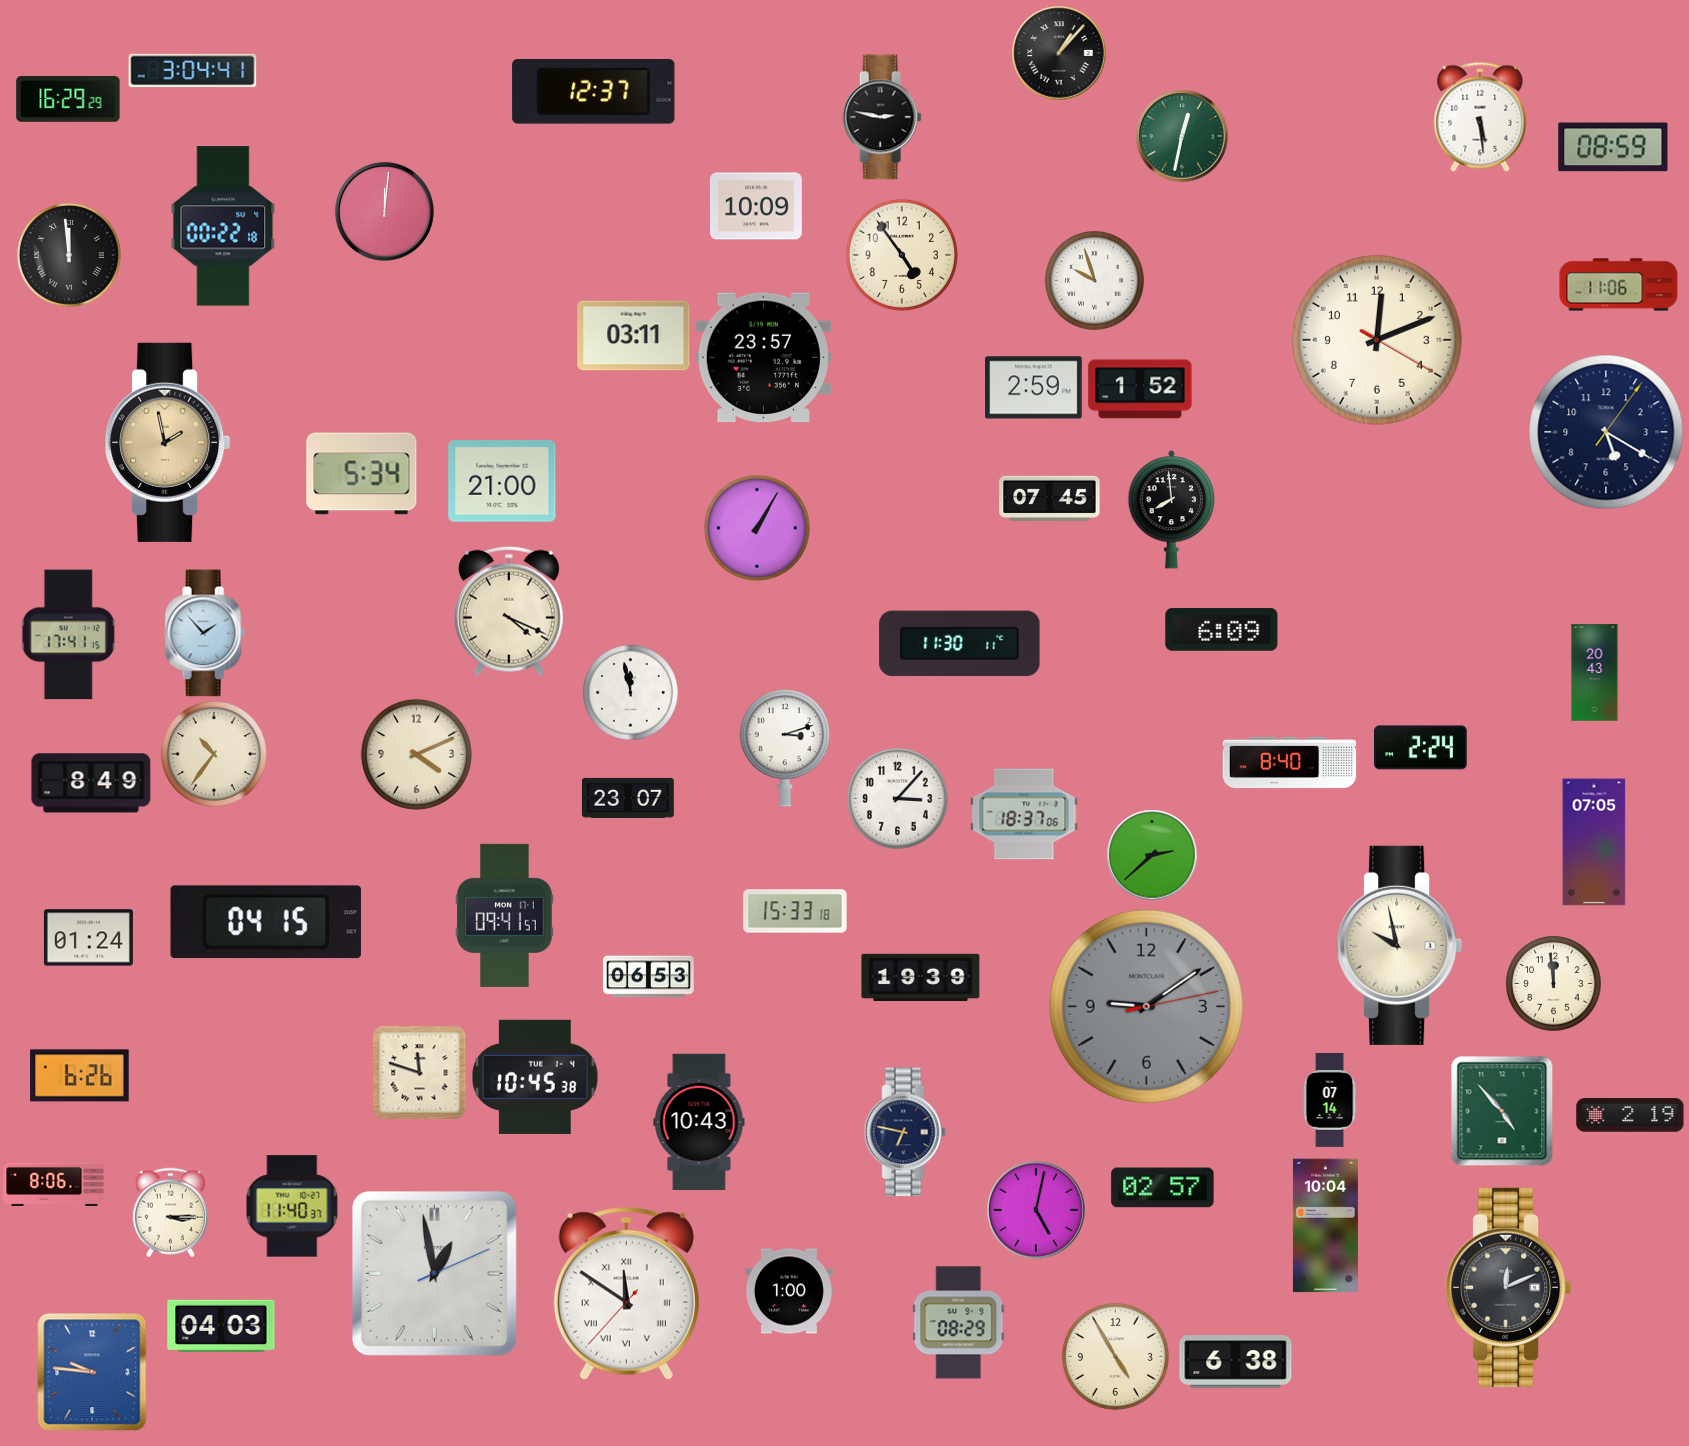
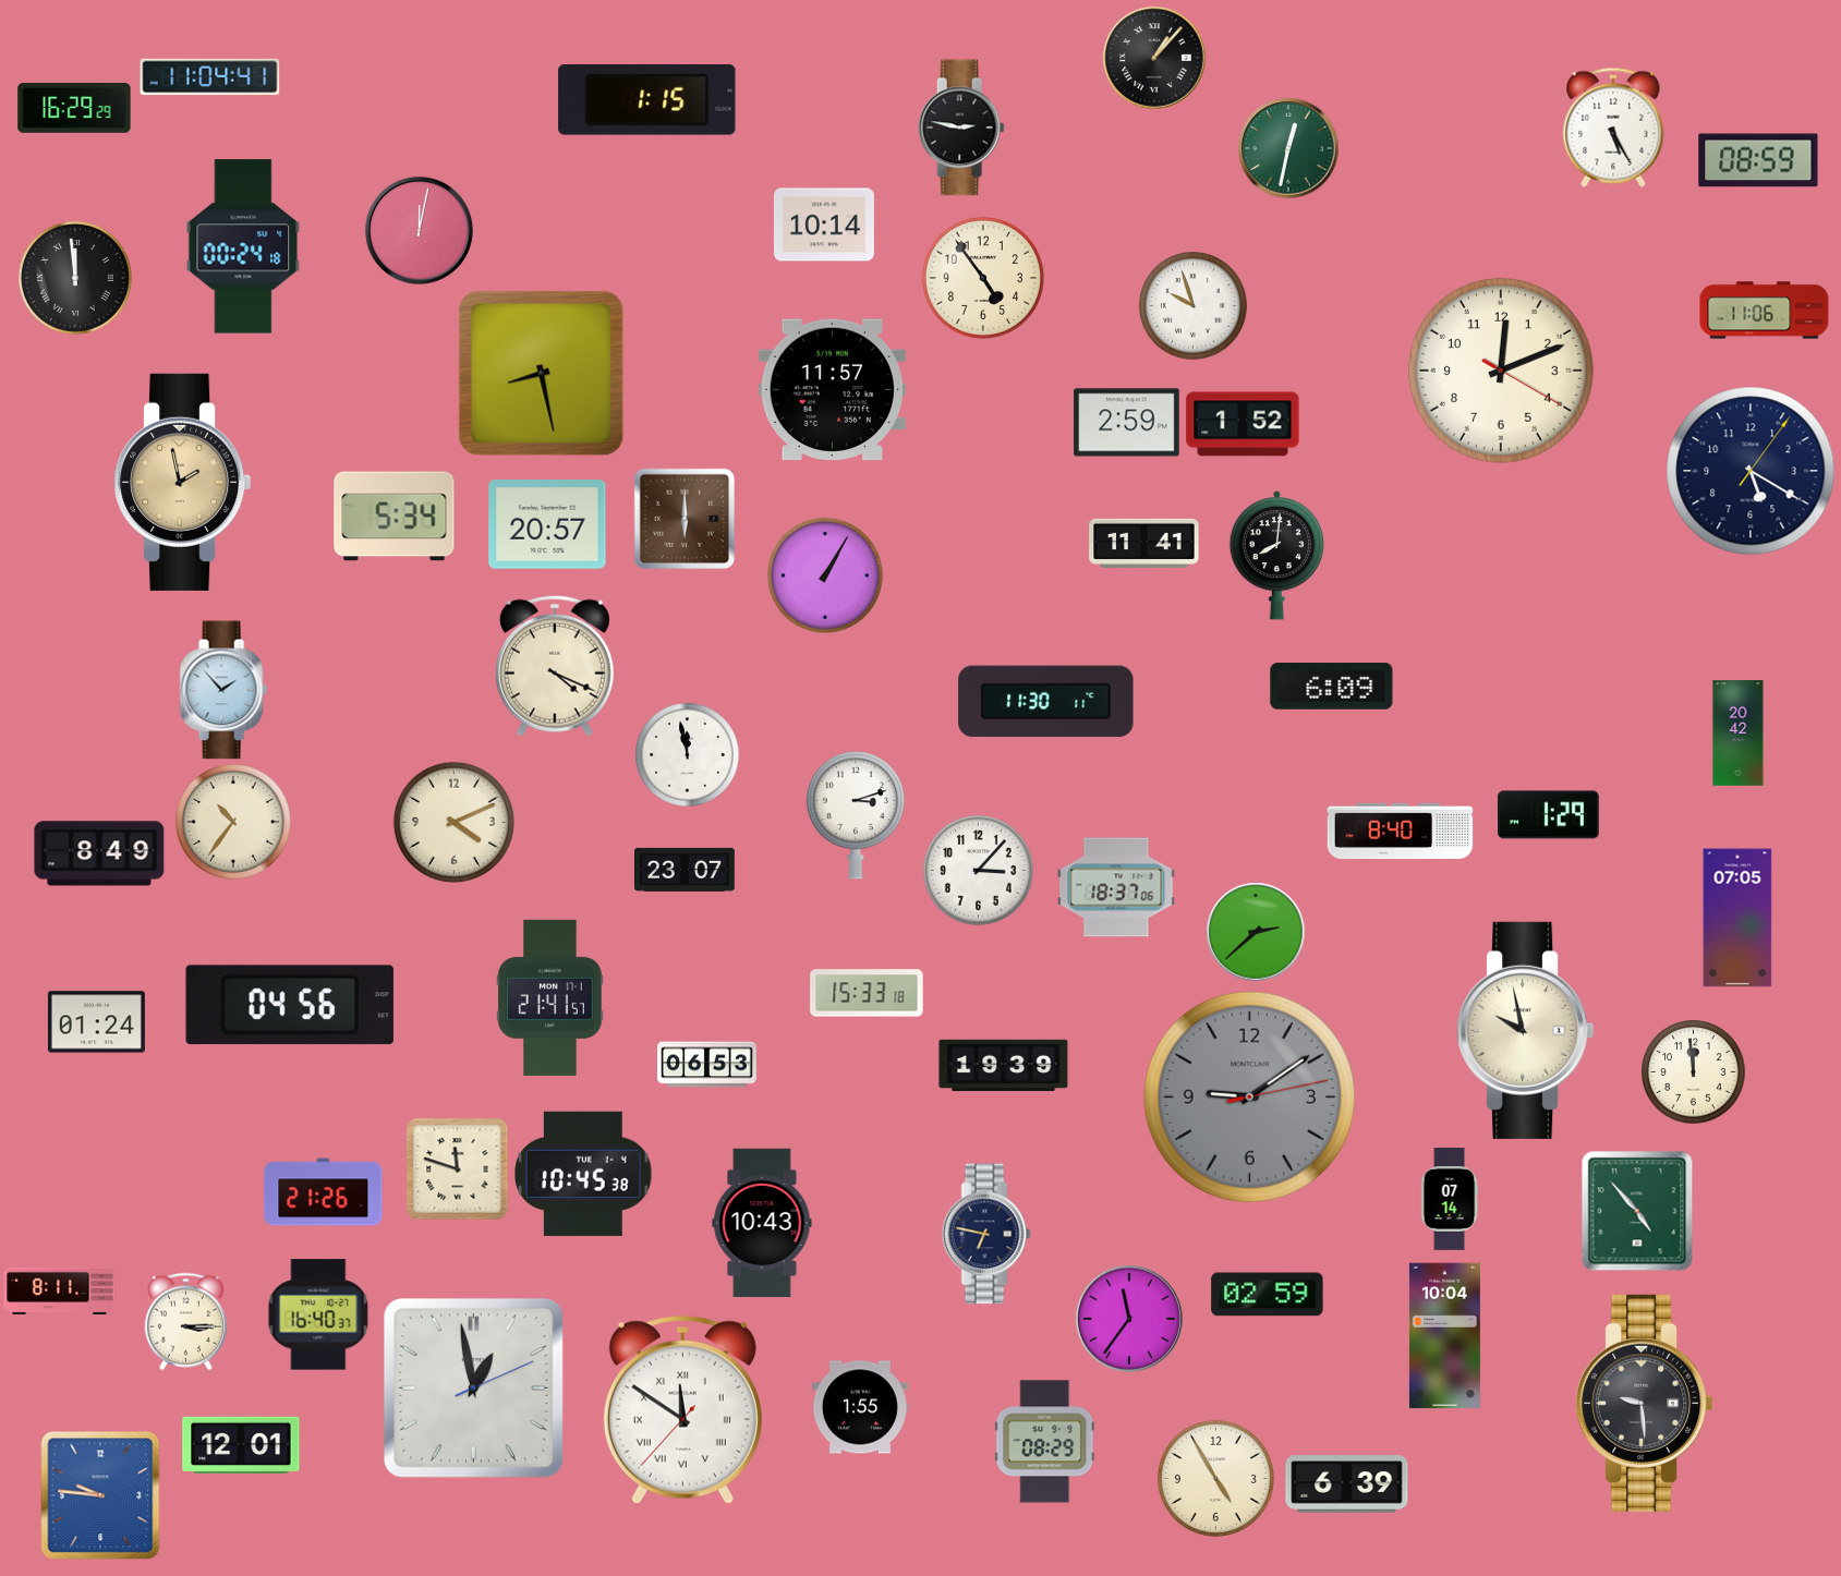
clock at (193, 71): 3:04 -> 11:04
clock at (594, 92): 12:37 -> 1:15
clock at (1480, 117): 5:29 -> 5:25
clock at (756, 206): 10:09 -> 10:14
clock at (384, 211): 12:01 -> 12:02
clock at (223, 226): 00:22 -> 00:24
clock at (634, 336): 03:11 -> none
clock at (542, 374): none -> 8:28
clock at (763, 358): 23:57 -> 11:57
clock at (685, 519): none -> 6:00
clock at (502, 481): 21:00 -> 20:57
clock at (1050, 498): 07:45 -> 11:41
clock at (1171, 510): 7:59 -> 8:01
clock at (69, 635): 17:41 -> none
clock at (1595, 673): 20:43 -> 20:42
clock at (1421, 748): 2:24 -> 1:29
clock at (1290, 763) position: (1290, 763) -> (1401, 832)
clock at (505, 915): 09:41 -> 21:41
clock at (266, 922): 04:15 -> 04:56
clock at (80, 1076): 6:26 -> none
clock at (324, 1192): none -> 21:26
clock at (1630, 1115): 2:19 -> none
clock at (55, 1184): 8:06 -> 8:11
clock at (1163, 1188): 02:57 -> 02:59
clock at (292, 1206): 11:40 -> 16:40
clock at (1036, 1210): 5:02 -> 11:36
clock at (1509, 1287): 12:11 -> 9:29
clock at (789, 1291): 1:00 -> 1:55
clock at (221, 1326): 04:03 -> 12:01
clock at (1236, 1362): 6:38 -> 6:39
